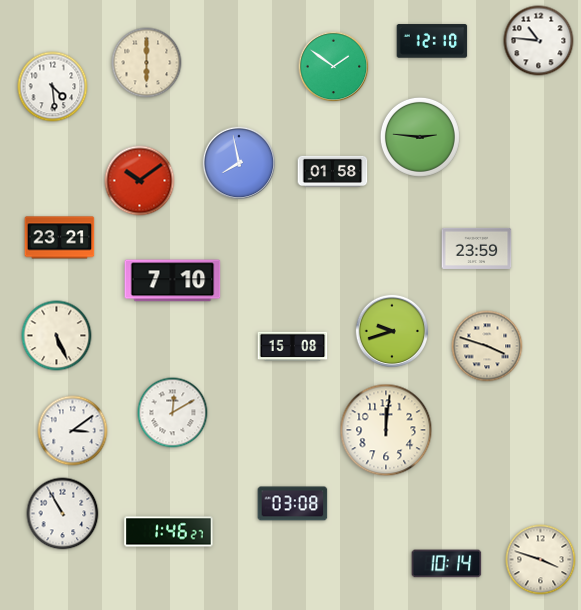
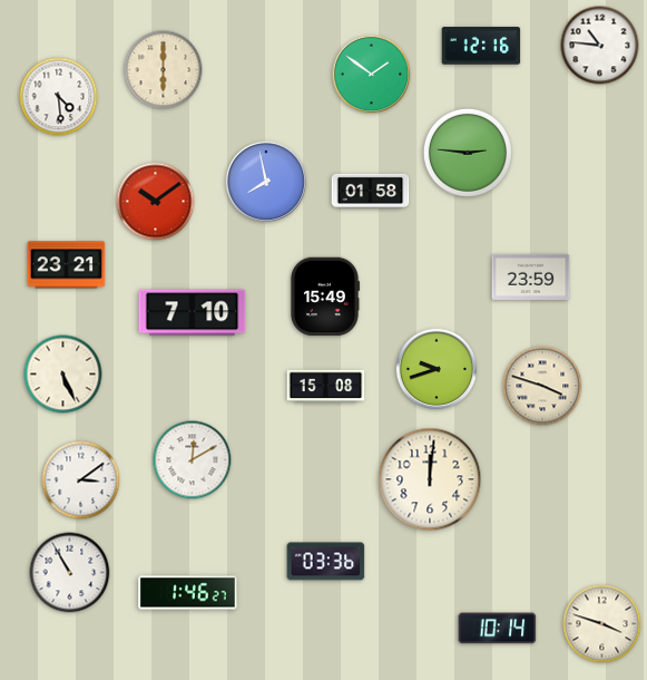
clock at (432, 41): 12:10 -> 12:16
clock at (324, 297): none -> 15:49
clock at (293, 504): 03:08 -> 03:36
